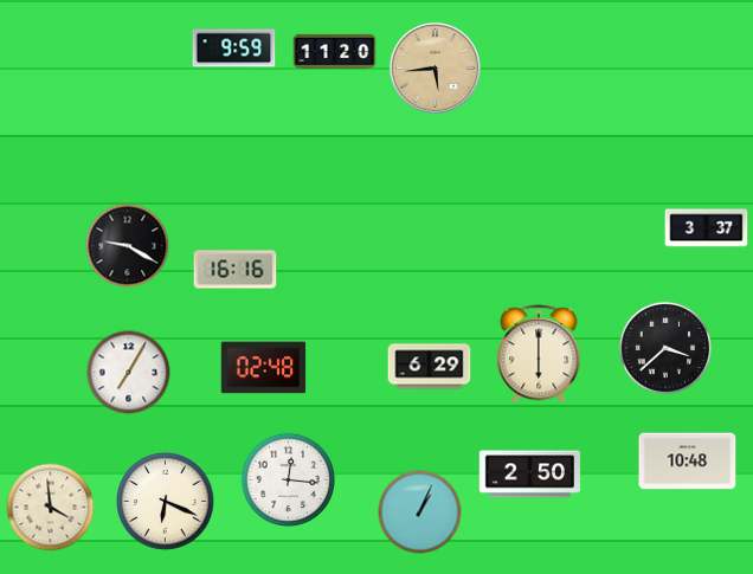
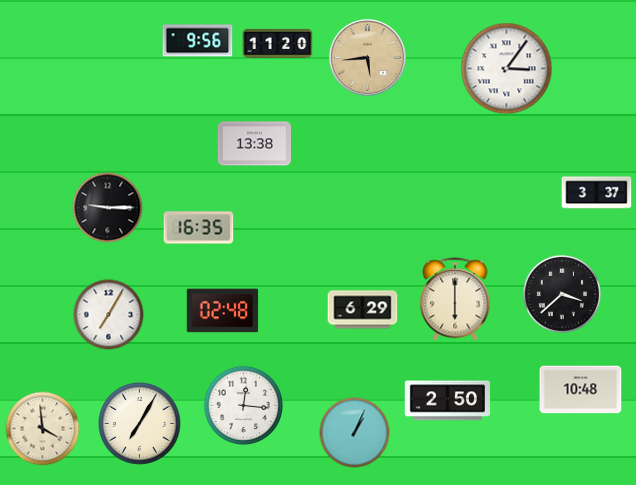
clock at (234, 49): 9:59 -> 9:56
clock at (335, 52) position: (335, 52) -> (278, 44)
clock at (507, 69): none -> 3:06
clock at (254, 144): none -> 13:38
clock at (128, 246): 9:20 -> 9:15
clock at (236, 270): 16:16 -> 16:35
clock at (166, 502): 6:19 -> 7:05
